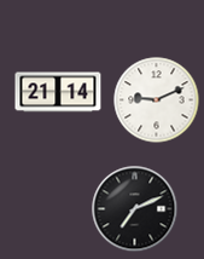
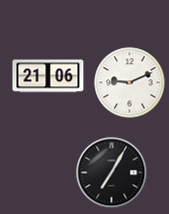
clock at (58, 92): 21:14 -> 21:06
clock at (135, 209): 7:11 -> 7:05
